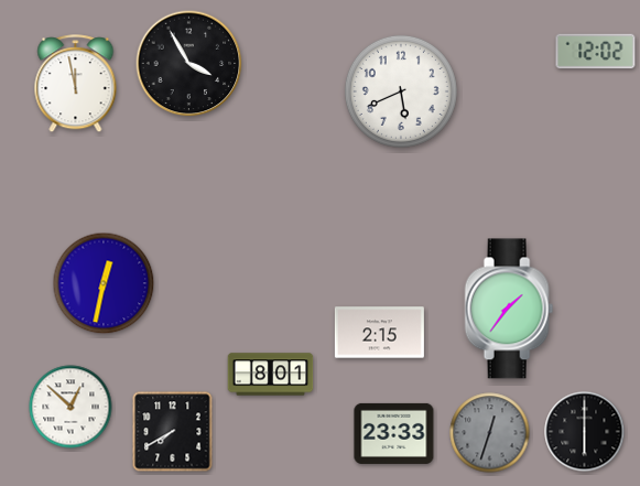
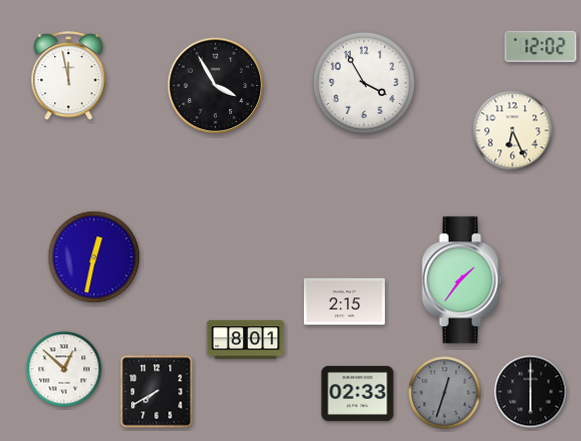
clock at (189, 64) position: (189, 64) -> (216, 86)
clock at (401, 91): 5:41 -> 3:55
clock at (513, 131): none -> 6:26
clock at (394, 433): 23:33 -> 02:33
